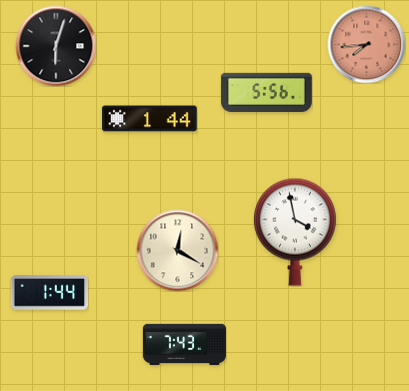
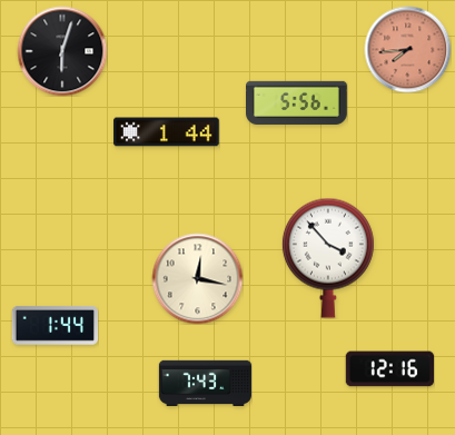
clock at (295, 232): 3:58 -> 3:53
clock at (177, 250): 12:20 -> 12:17
clock at (389, 369): none -> 12:16
